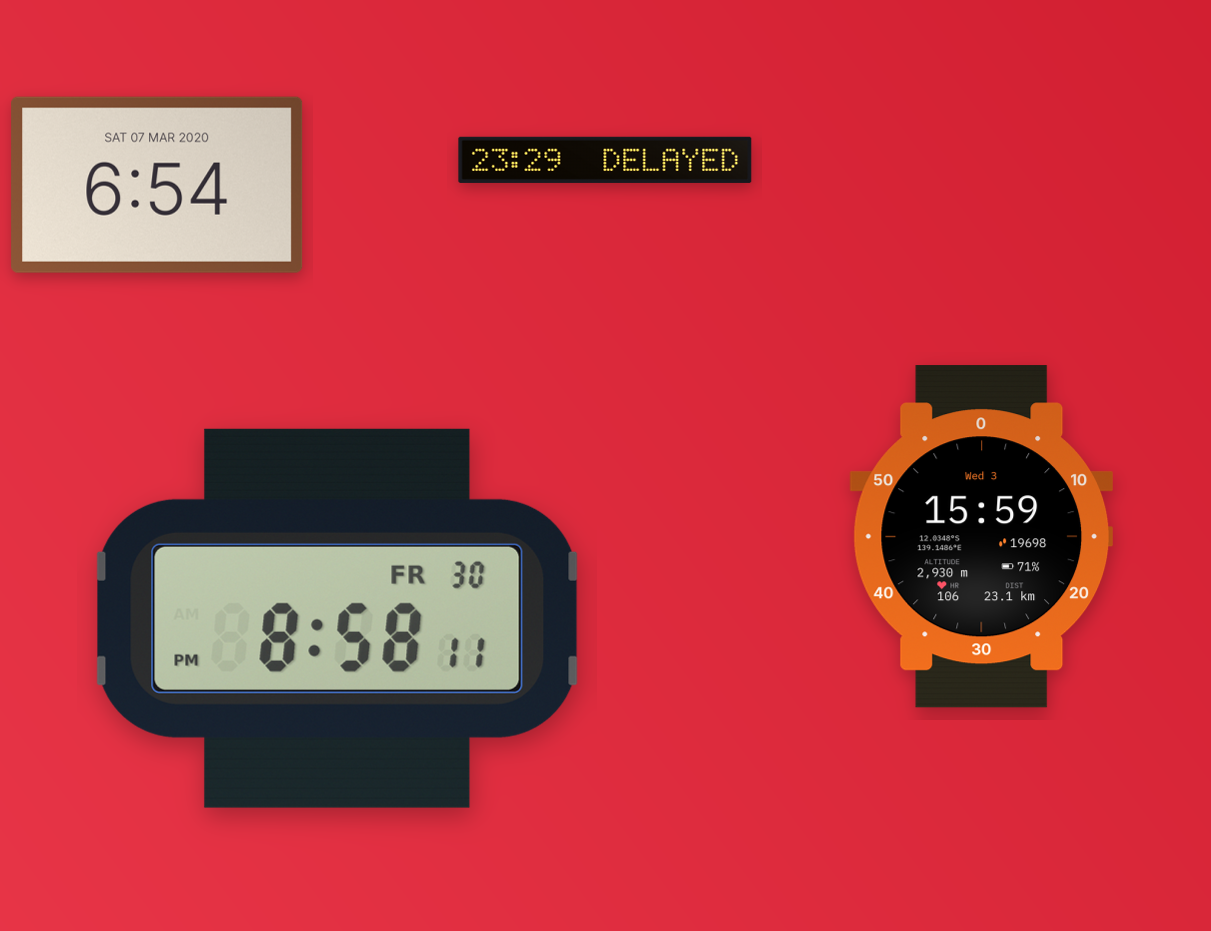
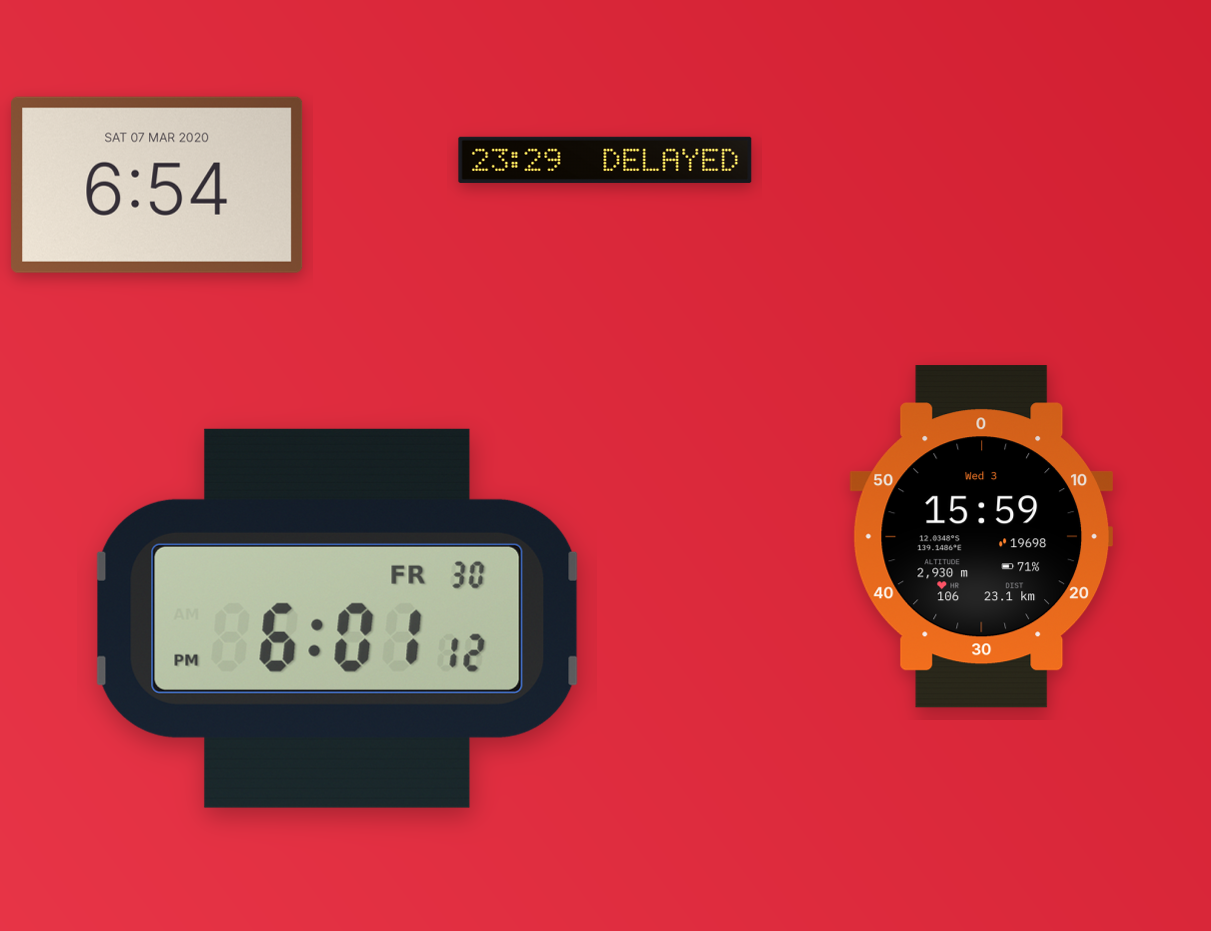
clock at (338, 618): 8:58 -> 6:01
